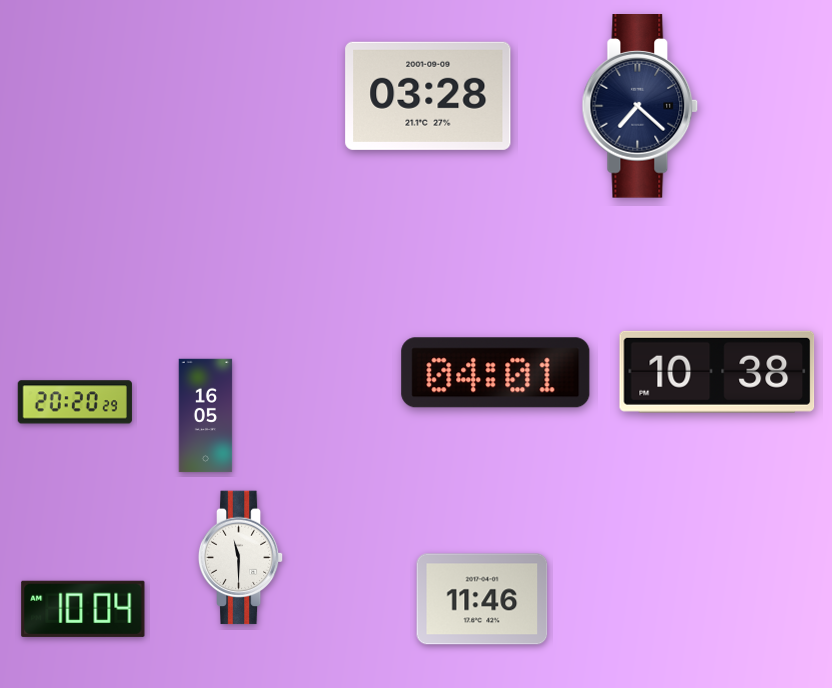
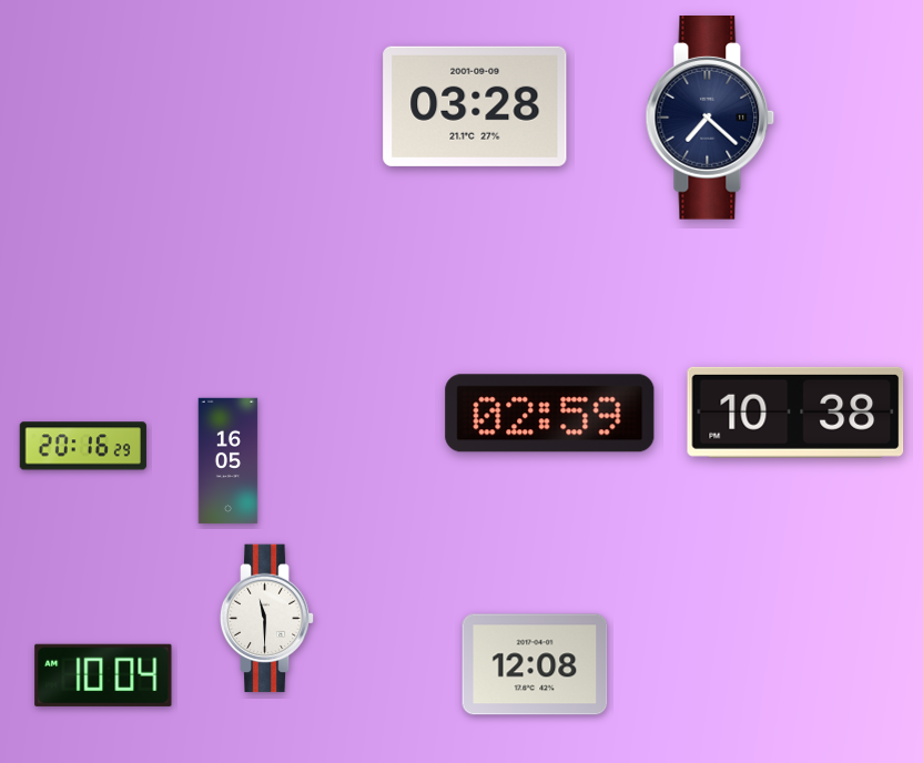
clock at (496, 373): 04:01 -> 02:59
clock at (75, 402): 20:20 -> 20:16
clock at (482, 599): 11:46 -> 12:08
clock at (83, 609) position: (83, 609) -> (103, 675)
